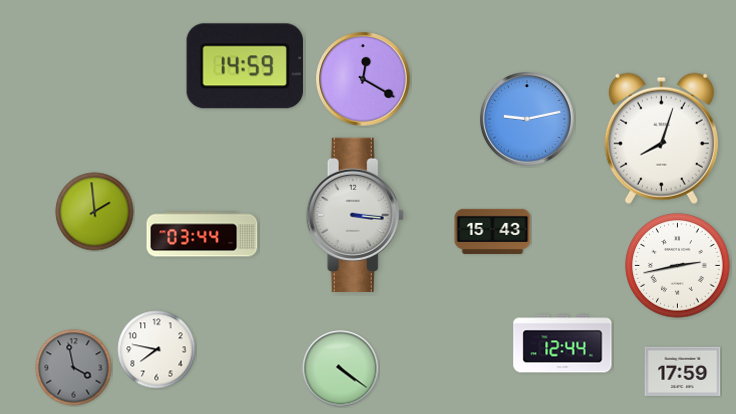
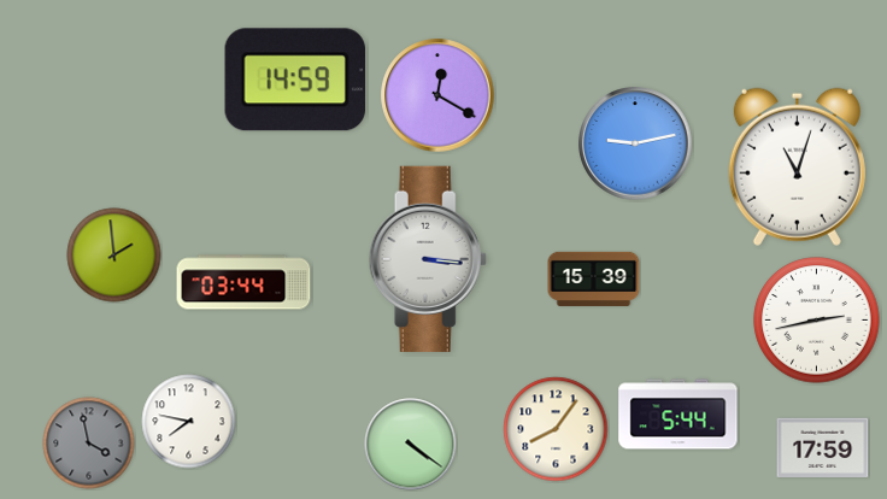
clock at (661, 138): 8:03 -> 11:03
clock at (493, 231): 15:43 -> 15:39
clock at (563, 344): 12:44 -> 5:44
clock at (556, 429): none -> 8:06
